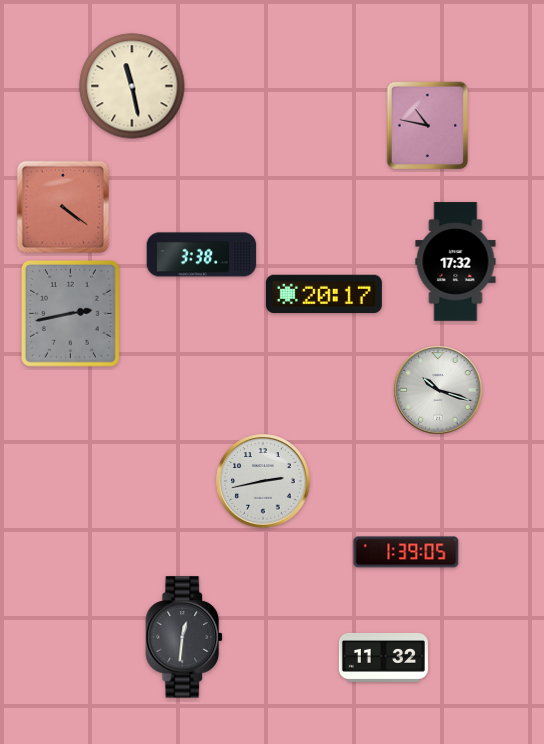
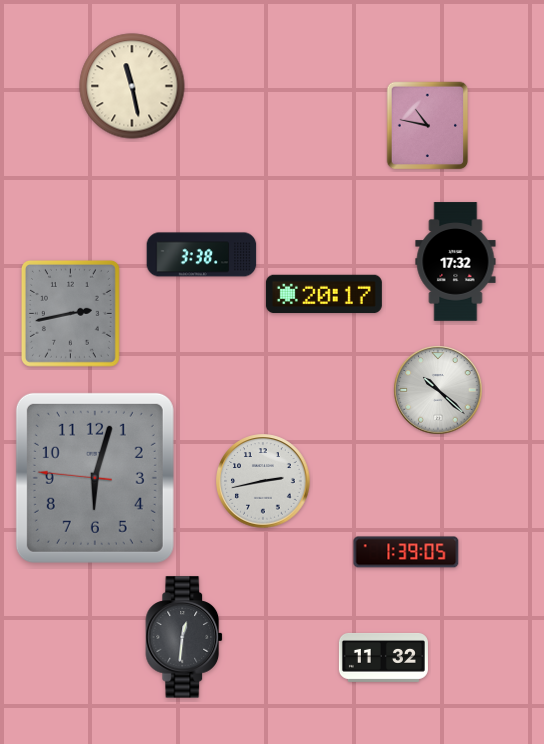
clock at (63, 207): 4:21 -> none
clock at (438, 390): 10:18 -> 10:22
clock at (95, 478): none -> 6:02
